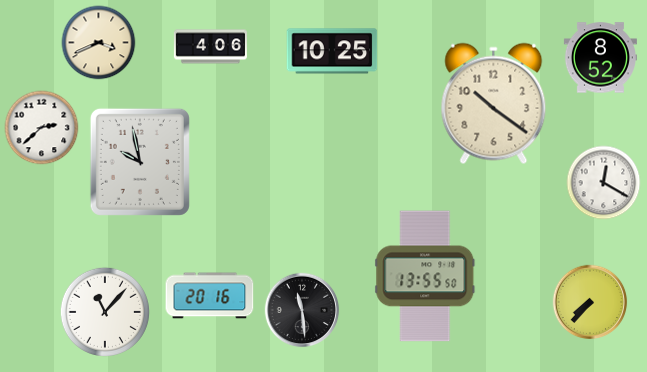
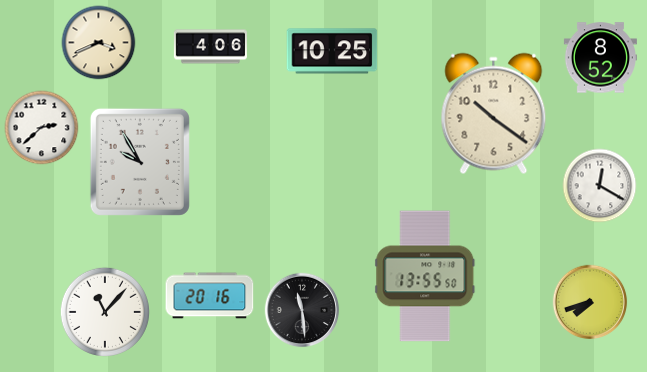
clock at (494, 104) position: (494, 104) -> (494, 114)
clock at (140, 162): 9:58 -> 9:55
clock at (604, 183) position: (604, 183) -> (600, 186)
clock at (590, 302): 7:37 -> 7:42
